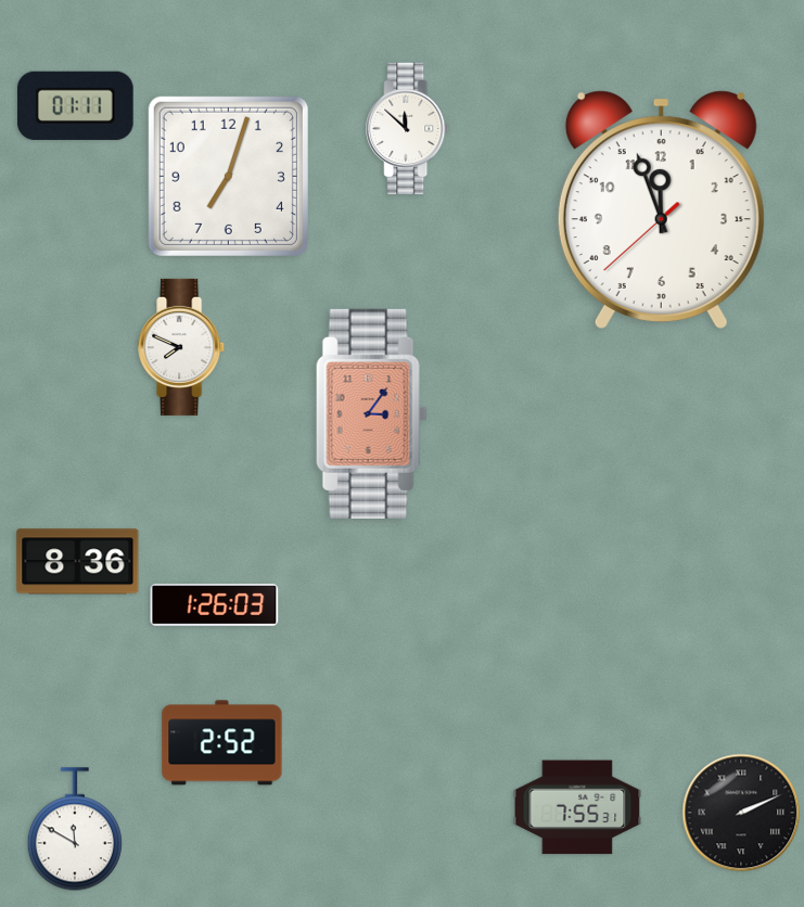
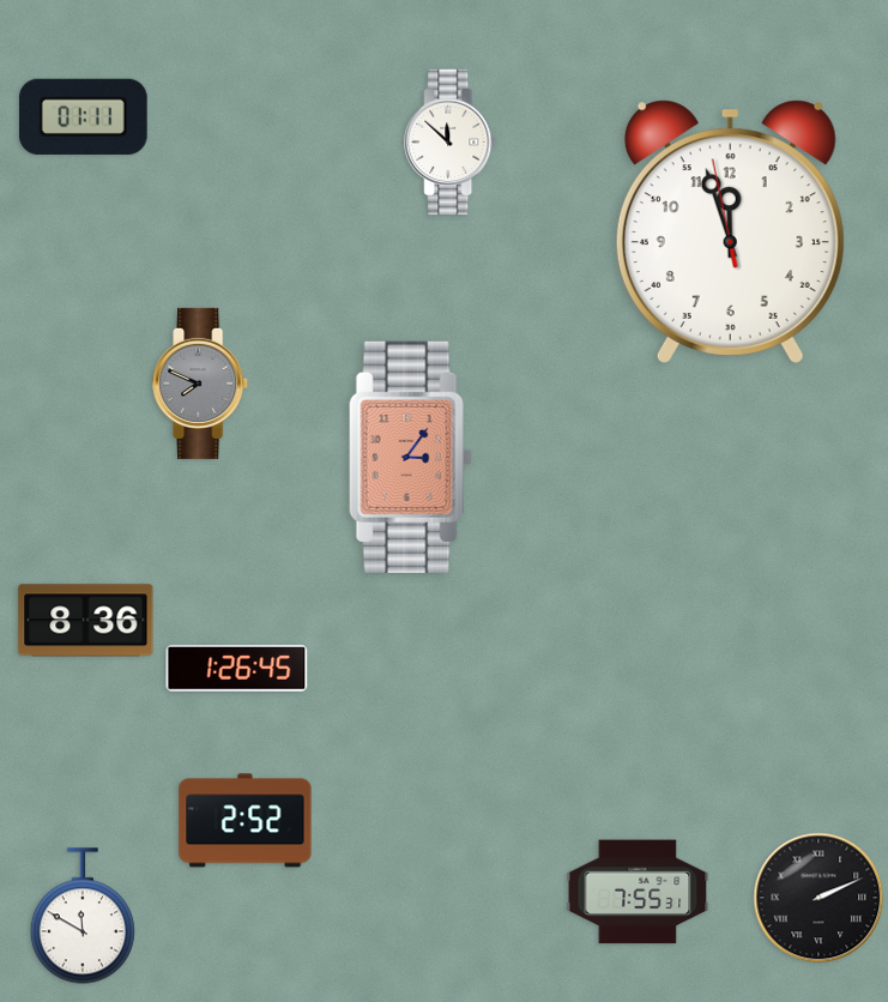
clock at (228, 176): 7:03 -> none
clock at (661, 209): 11:56:38 -> 11:56:58
clock at (182, 347) dial: white -> grey
clock at (215, 604): 1:26:03 -> 1:26:45
